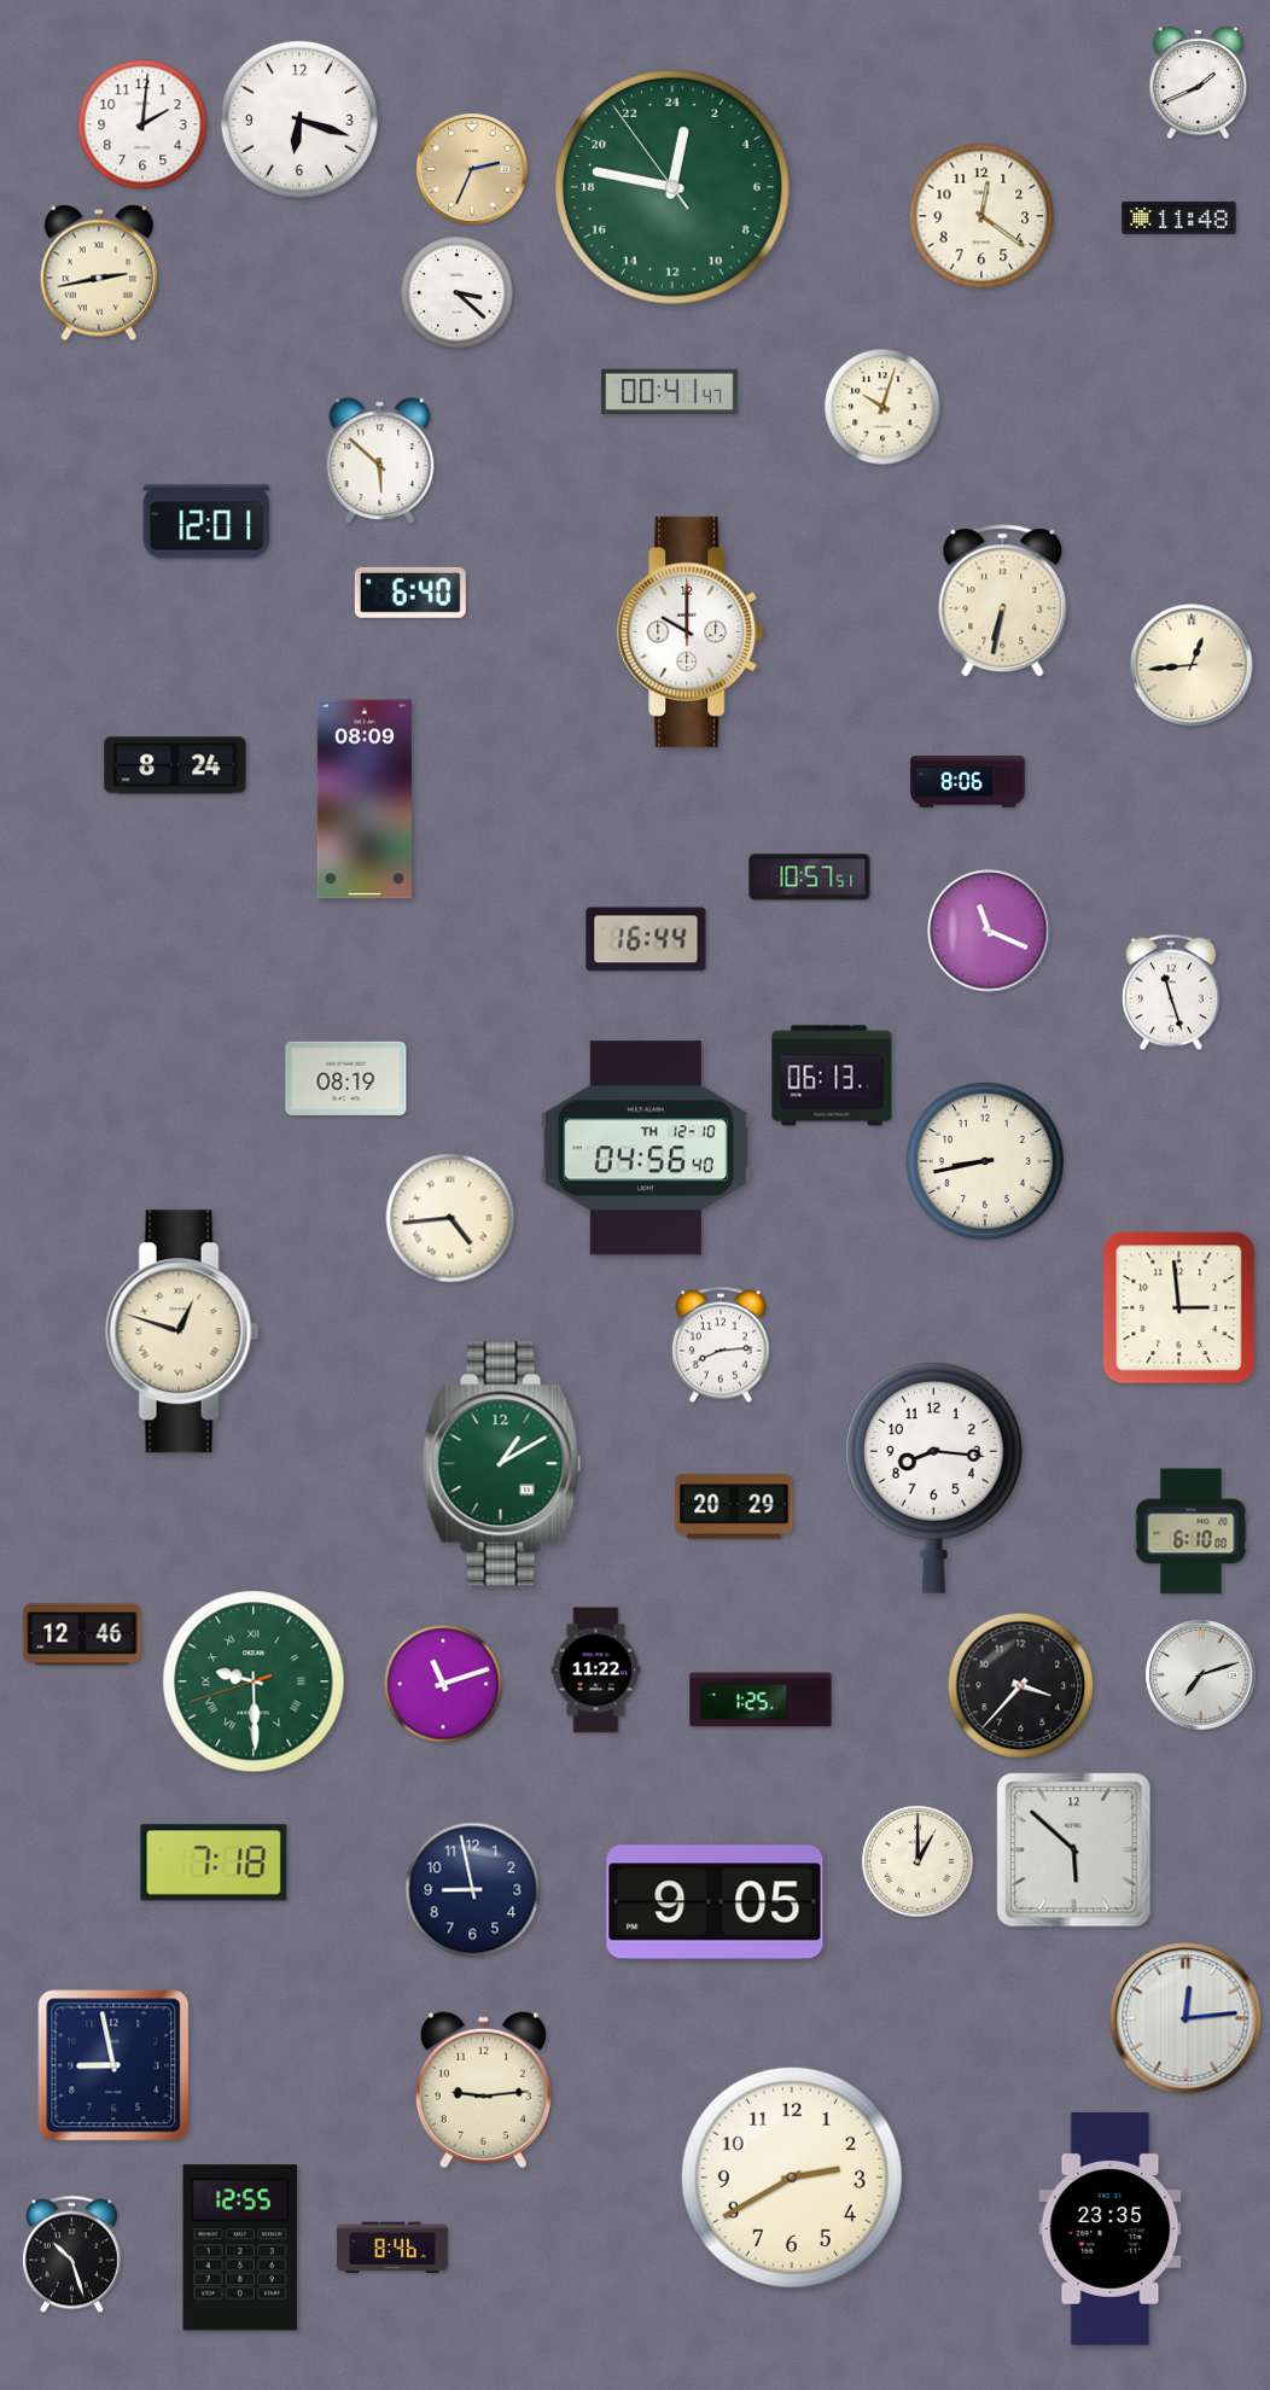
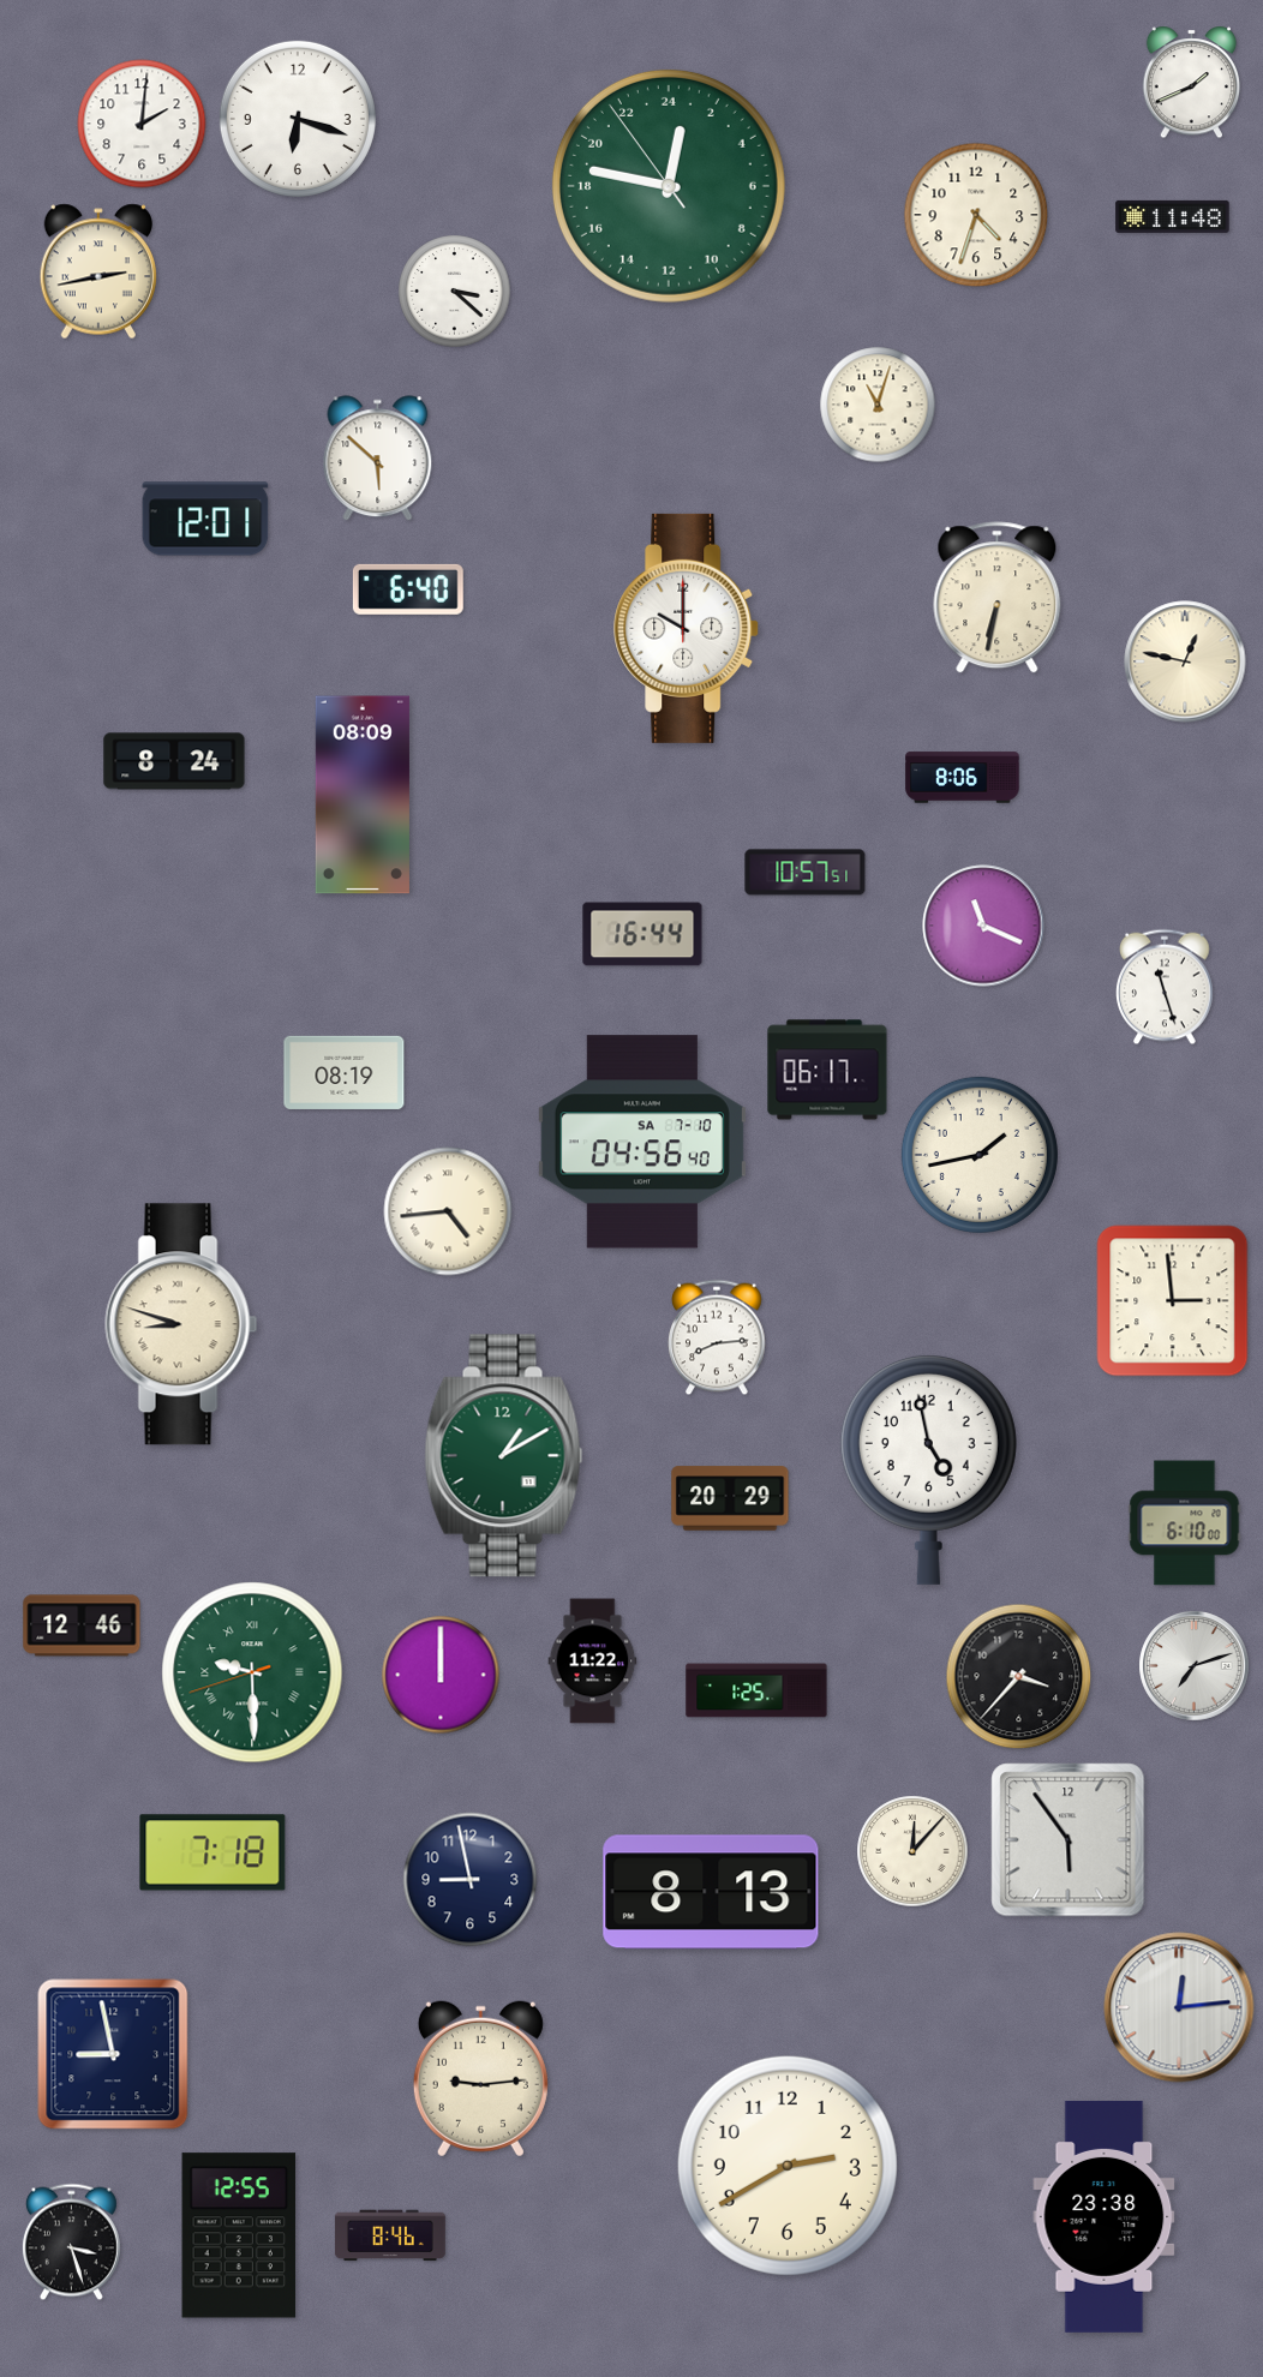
clock at (472, 169): 2:34 -> none
clock at (981, 216): 12:21 -> 4:33
clock at (670, 392): 00:41 -> none
clock at (882, 407): 10:03 -> 11:03
clock at (1192, 665): 12:44 -> 12:47
clock at (832, 1075): 06:13 -> 06:17
clock at (646, 1148) date: TH 12-10 -> SA 7-10
clock at (985, 1161): 8:43 -> 1:43
clock at (182, 1331): 12:48 -> 8:48
clock at (502, 1464) position: (502, 1464) -> (504, 1456)
clock at (933, 1477): 8:16 -> 4:58
clock at (443, 1684): 11:12 -> 12:00
clock at (1021, 1686) position: (1021, 1686) -> (1019, 1677)
clock at (1074, 1850): 5:52 -> 5:54
clock at (917, 1861): 1:00 -> 12:07
clock at (715, 1902): 9:05 -> 8:13
clock at (1111, 2228): 23:35 -> 23:38
clock at (71, 2255): 10:27 -> 3:27
